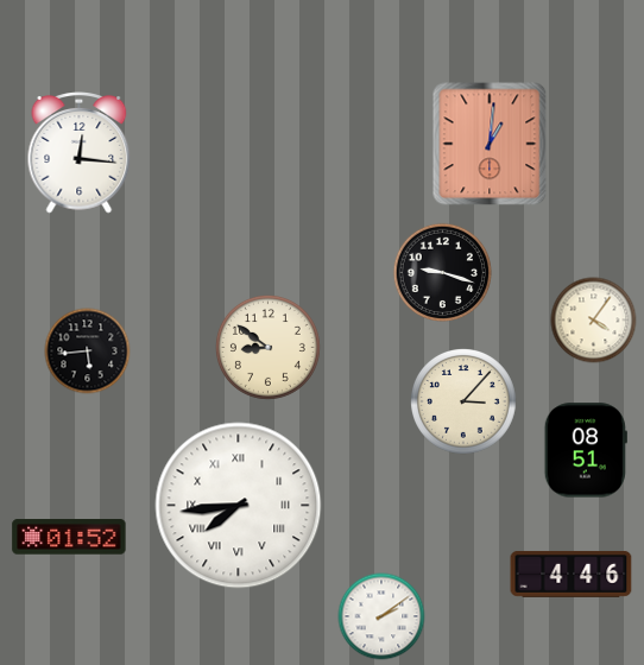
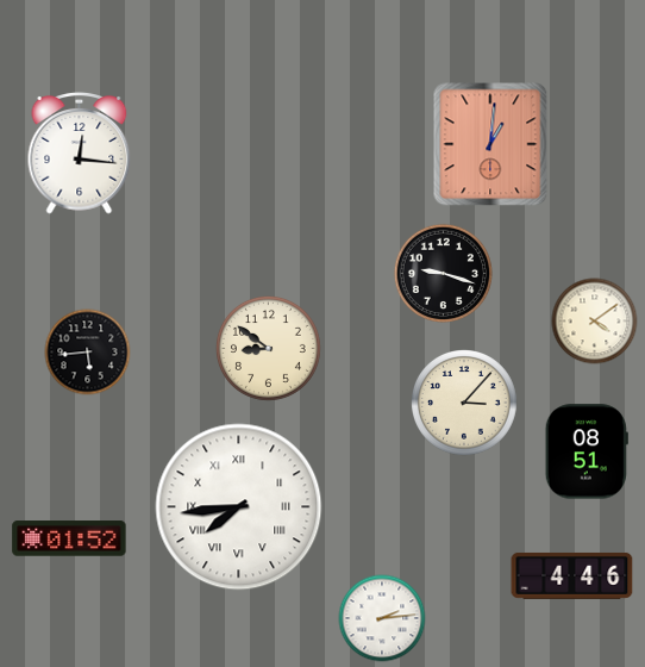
clock at (594, 321): 4:06 -> 4:09
clock at (381, 616): 2:09 -> 2:14
